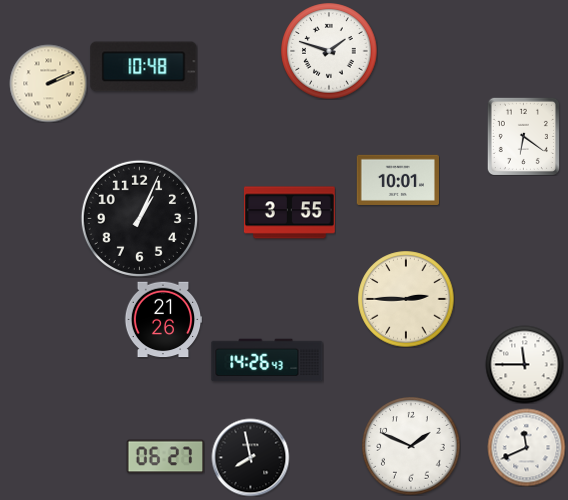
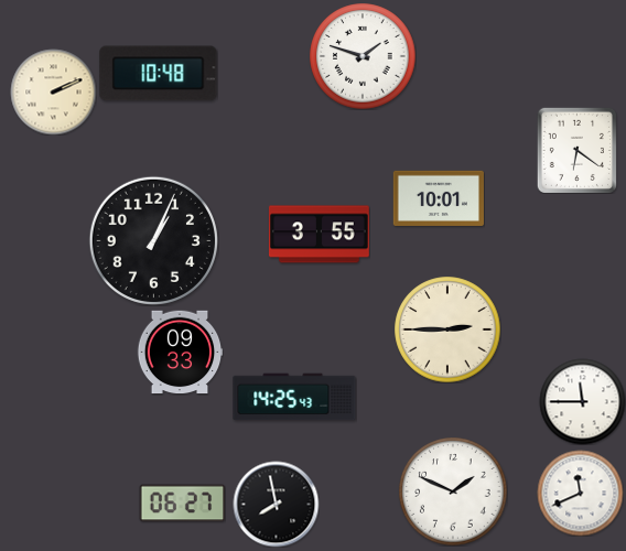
clock at (163, 320): 21:26 -> 09:33
clock at (267, 360): 14:26 -> 14:25
clock at (524, 364) position: (524, 364) -> (582, 401)
